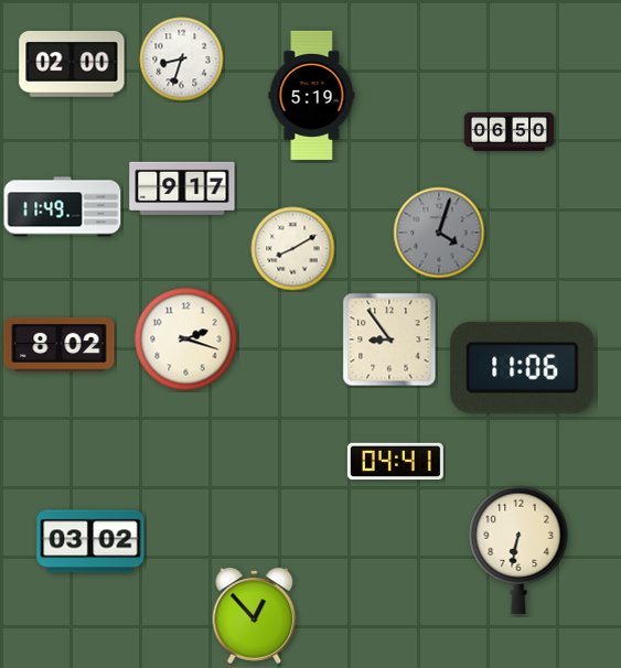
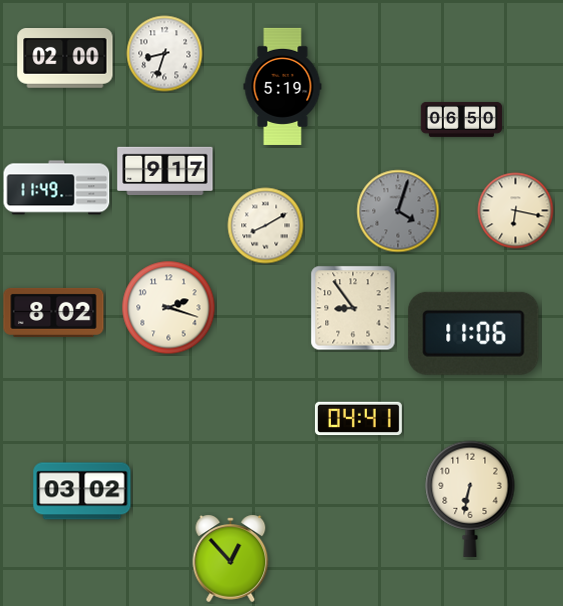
clock at (516, 211): none -> 6:17
